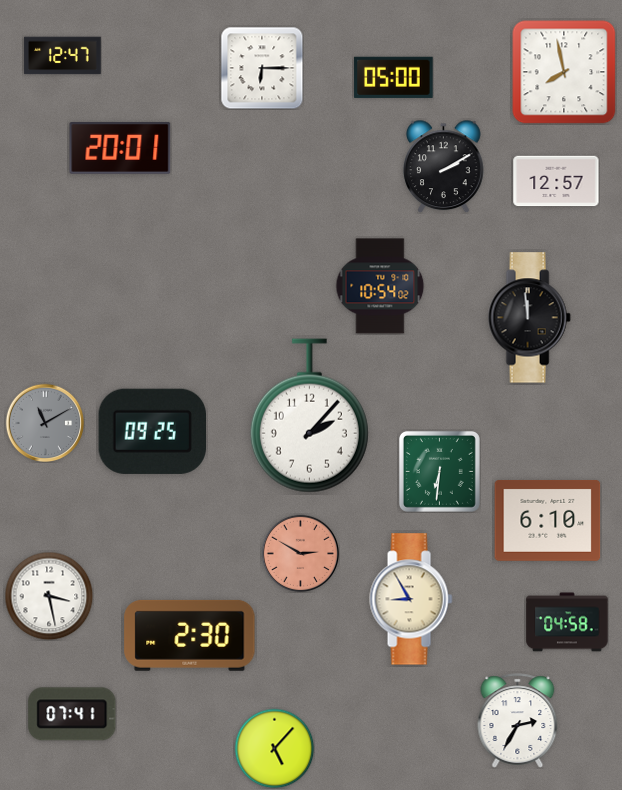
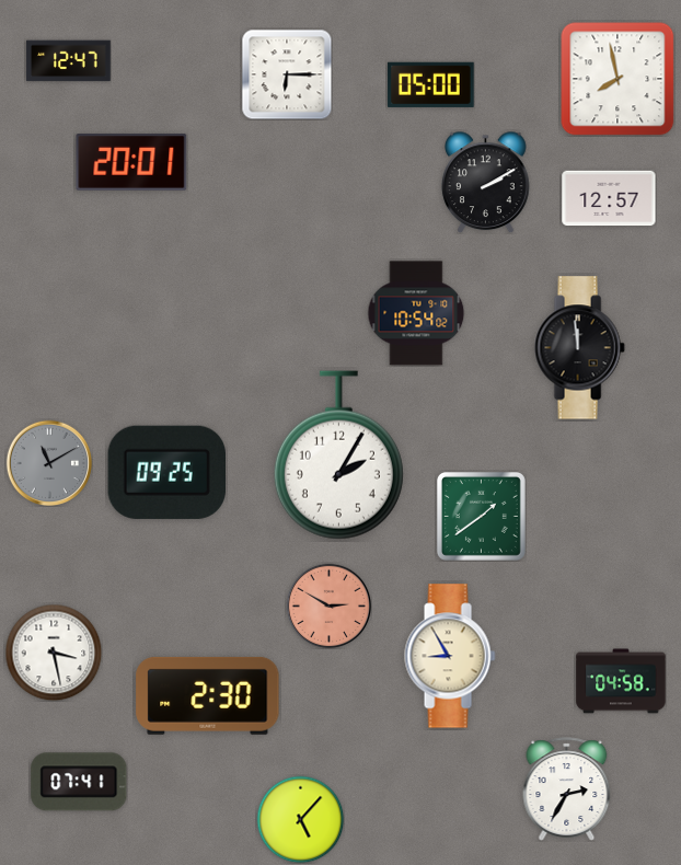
clock at (309, 416): 2:07 -> 2:05
clock at (439, 471): 6:31 -> 1:39
clock at (548, 520): 6:10 -> none
